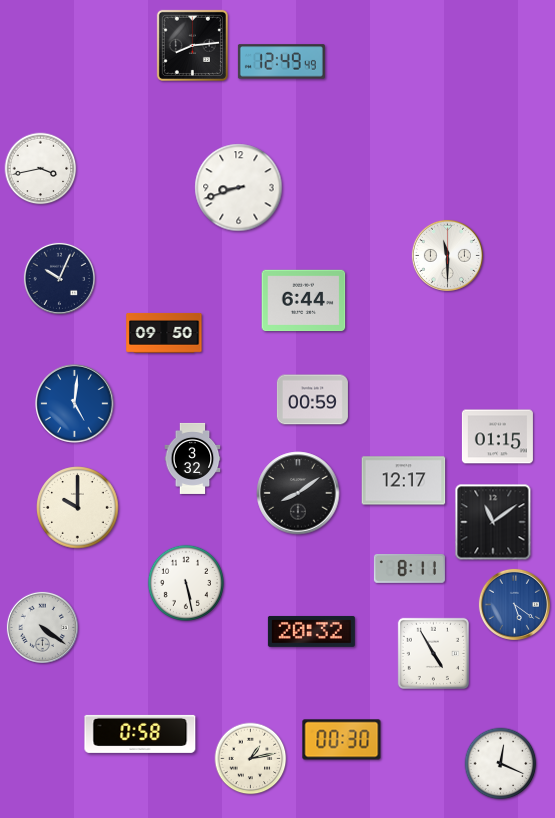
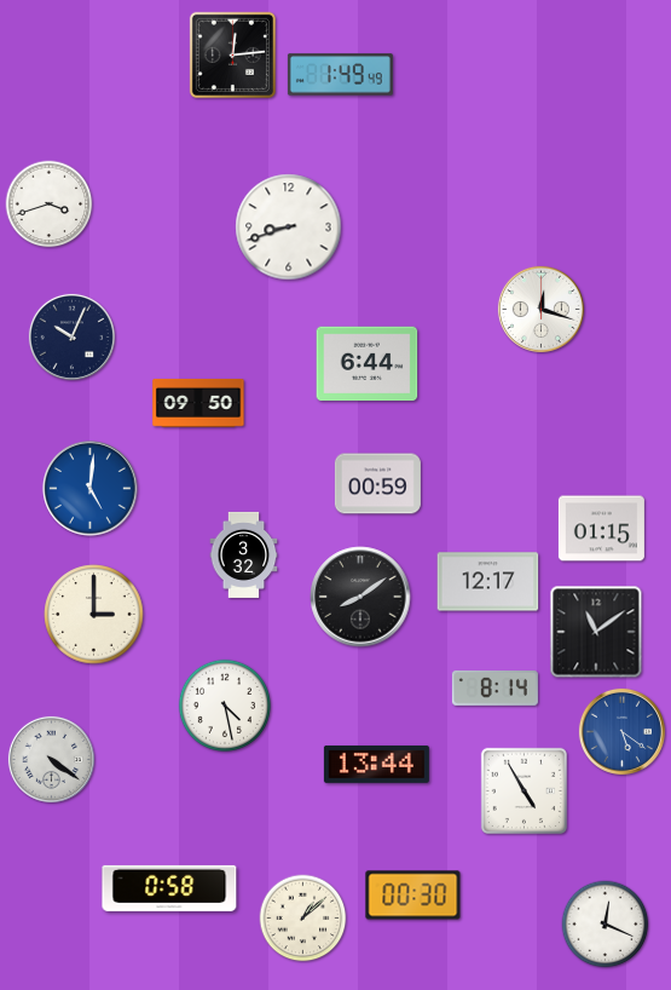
clock at (192, 45): 8:14 -> 12:14
clock at (281, 62): 12:49 -> 1:49
clock at (41, 169): 3:43 -> 3:42
clock at (447, 255): 11:30 -> 12:18
clock at (193, 458) position: (193, 458) -> (244, 554)
clock at (78, 508): 10:00 -> 3:00
clock at (409, 568): 8:11 -> 8:14
clock at (185, 582): 5:28 -> 4:28
clock at (311, 631): 20:32 -> 13:44
clock at (251, 759): 1:13 -> 1:08
